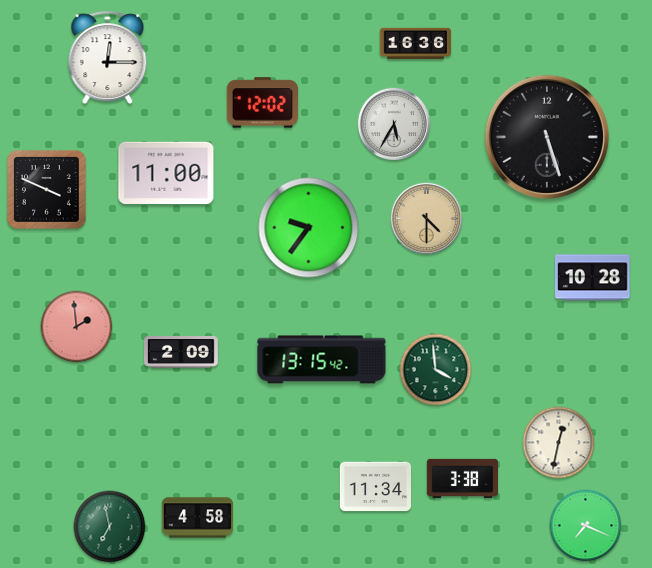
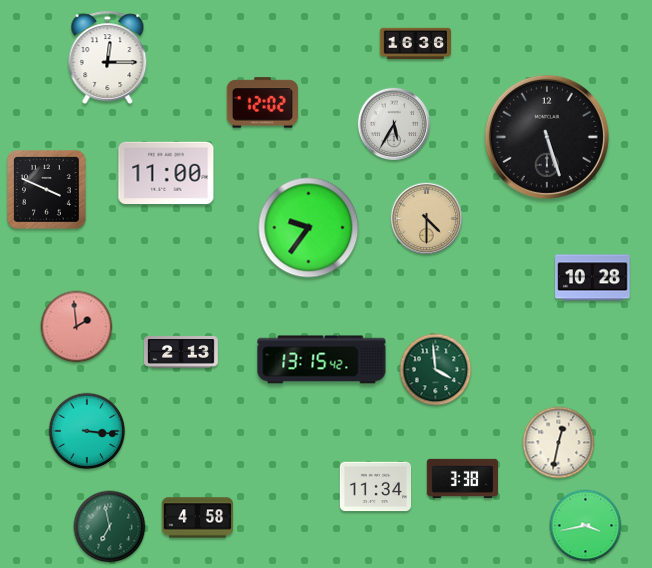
clock at (181, 353): 2:09 -> 2:13
clock at (87, 431): none -> 3:16
clock at (586, 526): 7:19 -> 3:43
